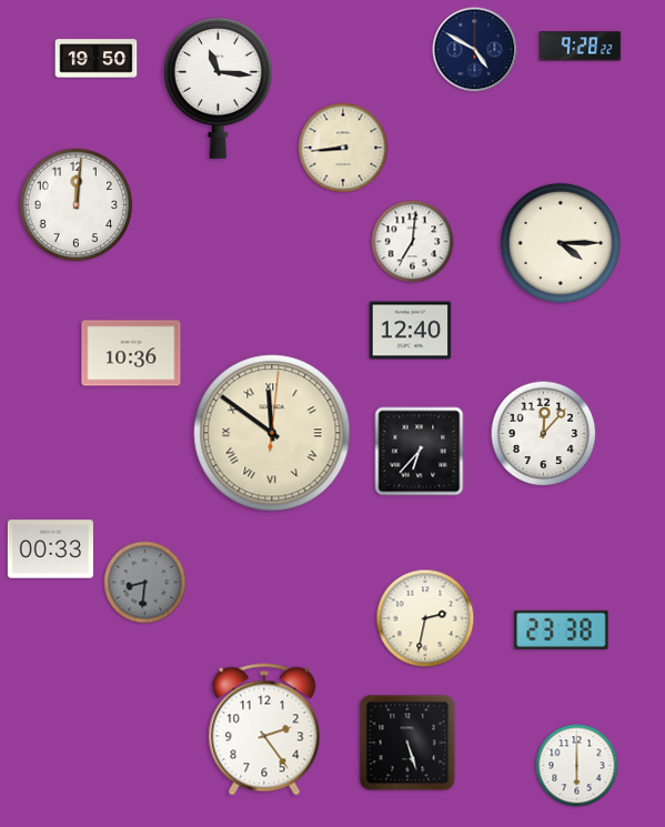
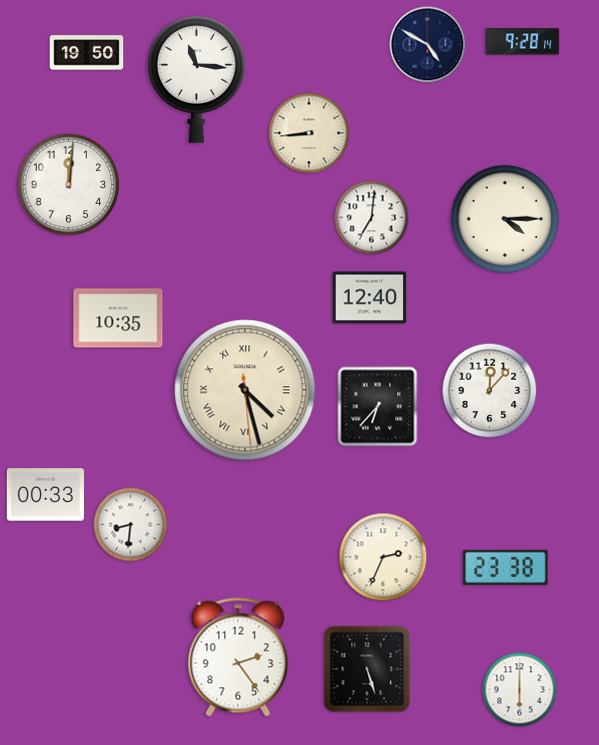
clock at (581, 47): 9:28:22 -> 9:28:14
clock at (131, 353): 10:36 -> 10:35
clock at (272, 433): 11:51 -> 4:27
clock at (145, 583) dial: grey -> white
clock at (425, 618): 2:32 -> 2:34
